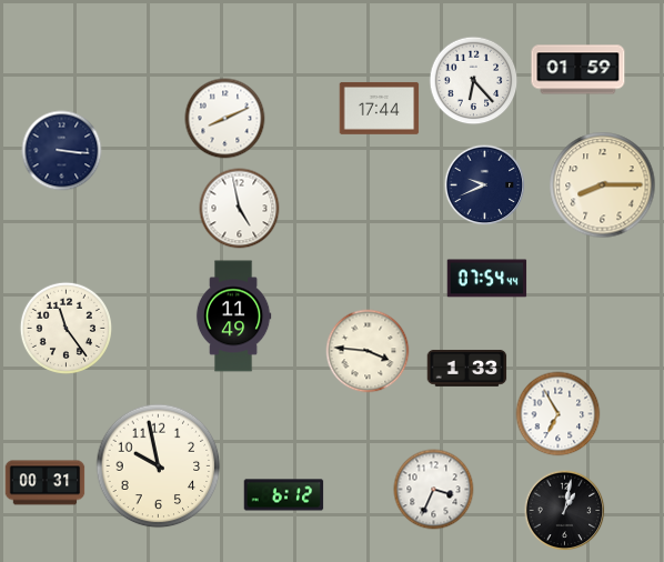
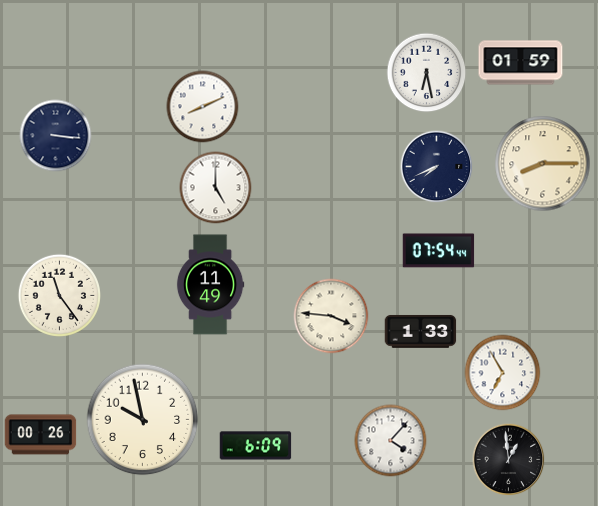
clock at (474, 81): 6:23 -> 6:28
clock at (380, 108): 17:44 -> none
clock at (485, 185): 9:41 -> 7:41
clock at (603, 185) position: (603, 185) -> (543, 164)
clock at (240, 209): 4:58 -> 5:00
clock at (46, 483): 00:31 -> 00:26
clock at (434, 490): 3:34 -> 4:07
clock at (284, 495): 6:12 -> 6:09
clock at (565, 511): 1:02 -> 12:59
